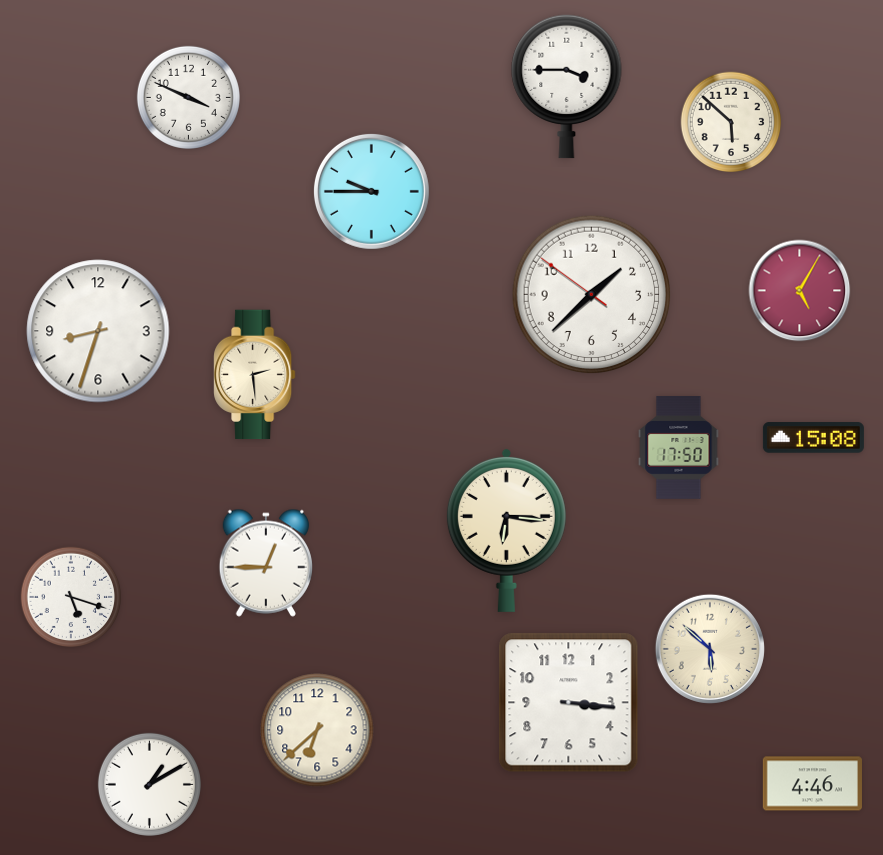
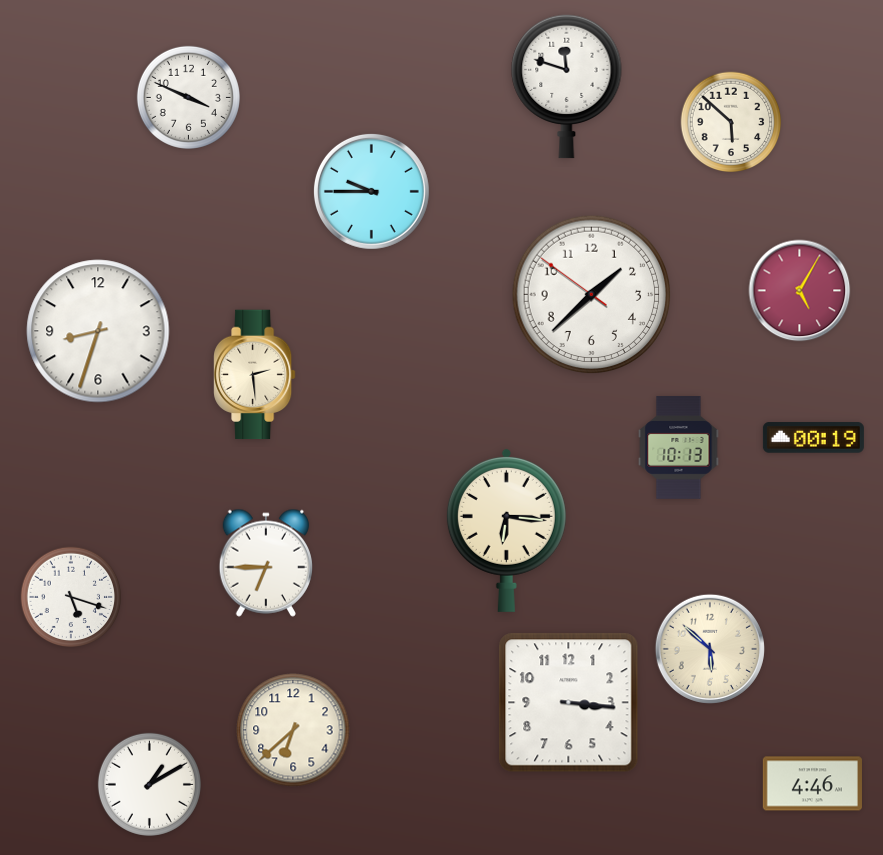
clock at (567, 86): 3:45 -> 11:48
clock at (813, 438): 15:08 -> 00:19
clock at (679, 448): 17:50 -> 10:13
clock at (266, 563): 12:45 -> 6:45
clock at (317, 730) position: (317, 730) -> (293, 730)
